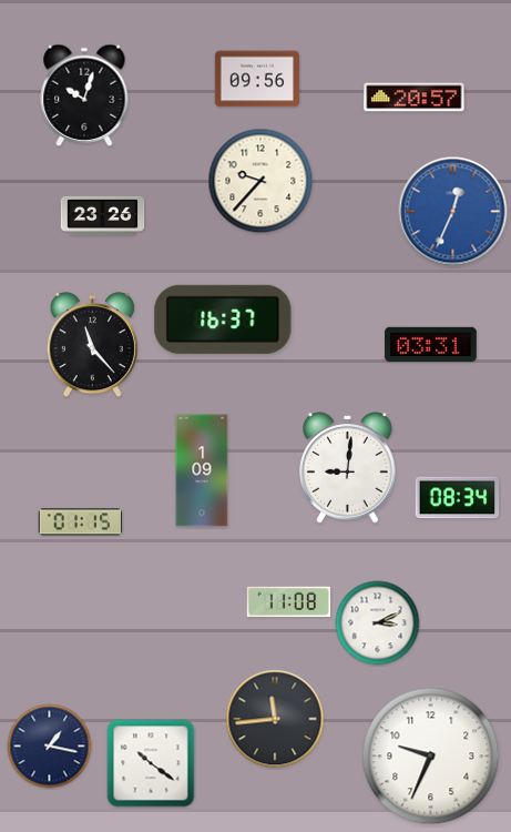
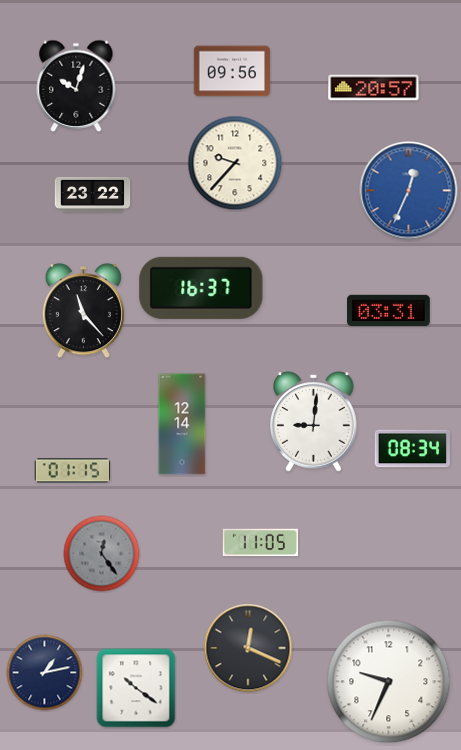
clock at (103, 215): 23:26 -> 23:22
clock at (202, 470): 1:09 -> 12:14
clock at (289, 602): 11:08 -> 11:05
clock at (102, 554): none -> 12:24
clock at (378, 623): 3:11 -> none
clock at (275, 719): 11:44 -> 12:19
clock at (50, 747): 1:17 -> 1:13
